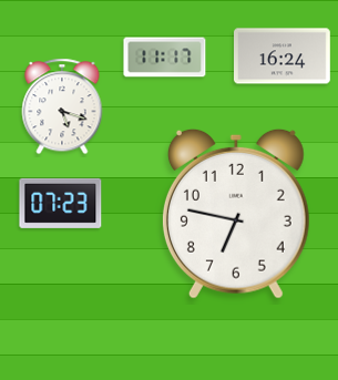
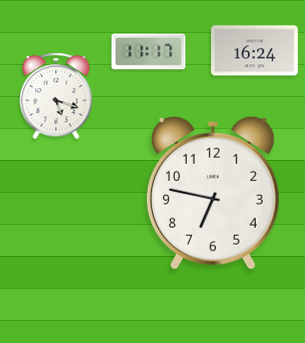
clock at (61, 203): 07:23 -> none
